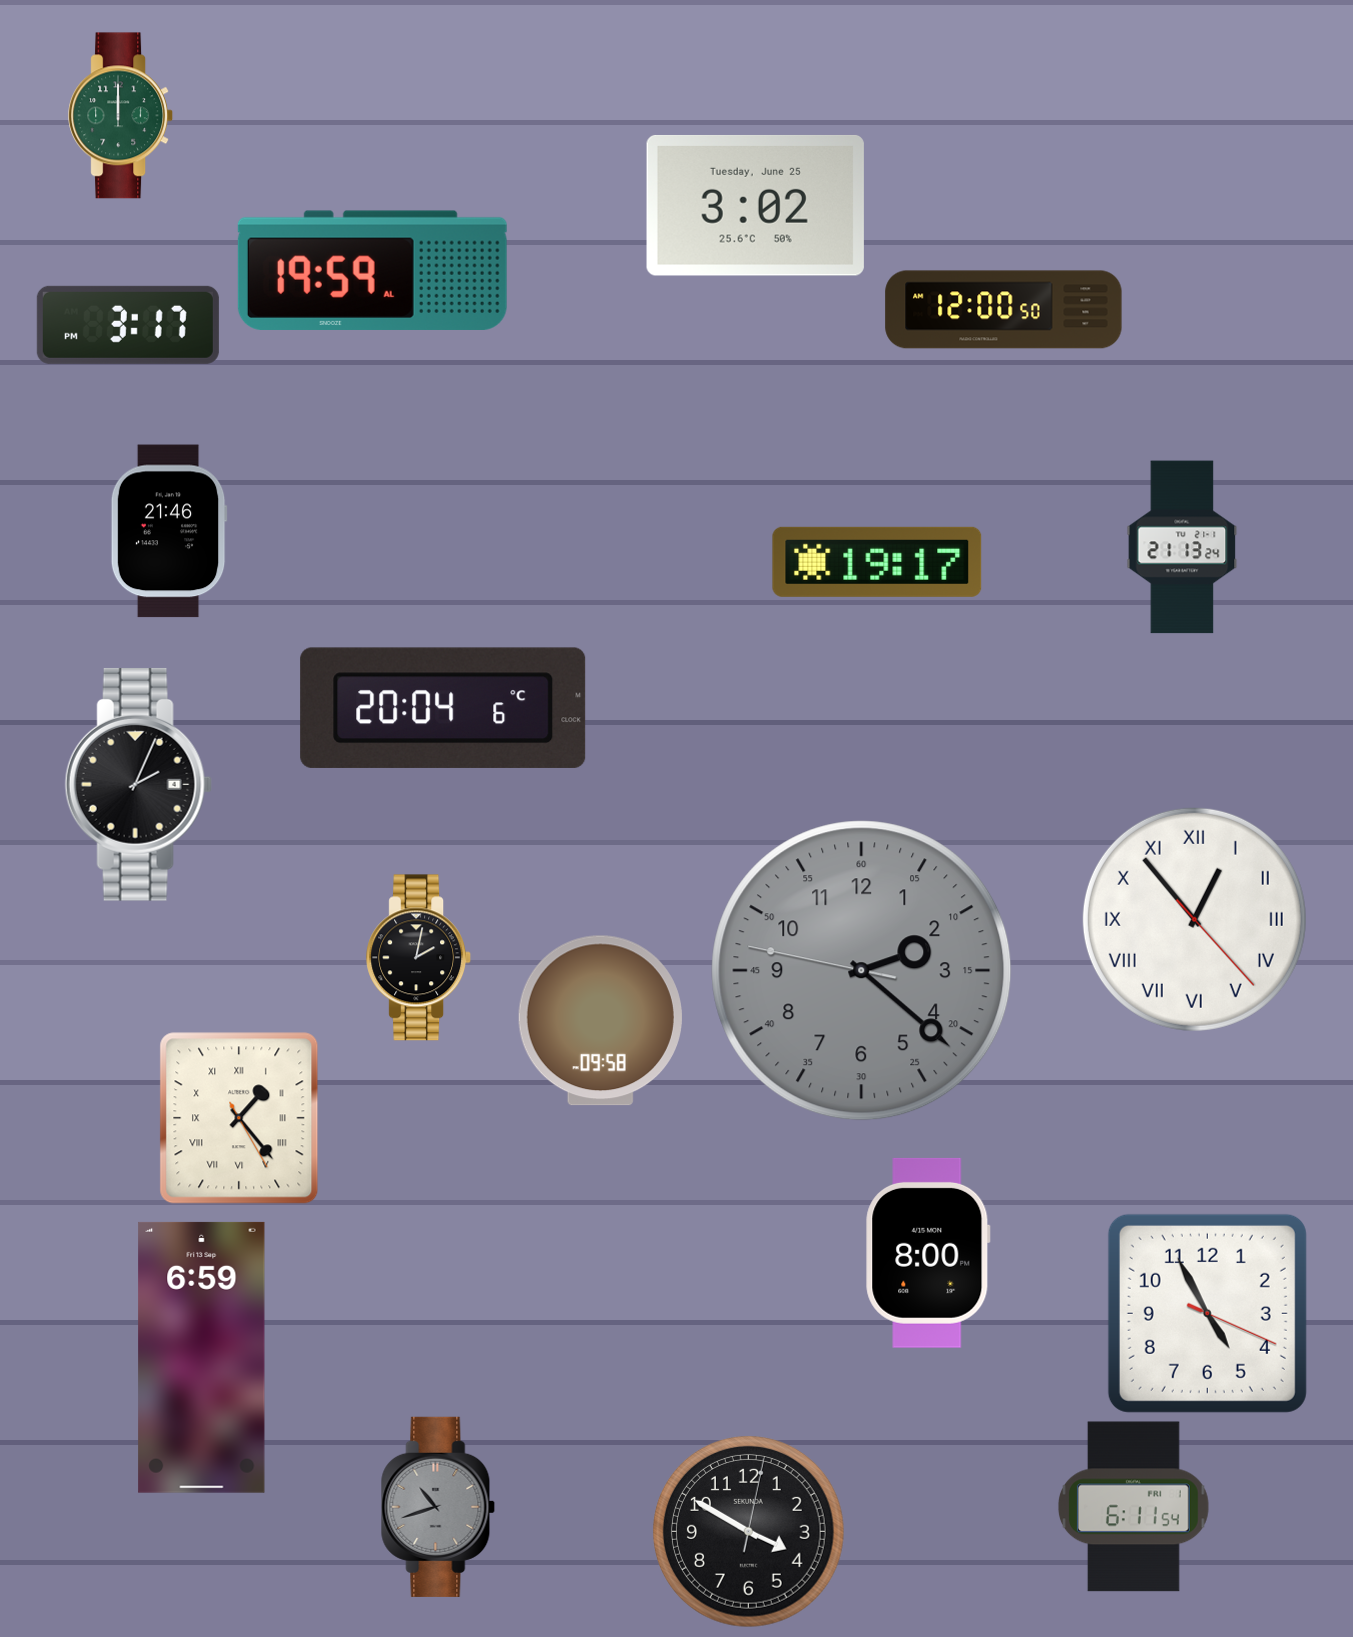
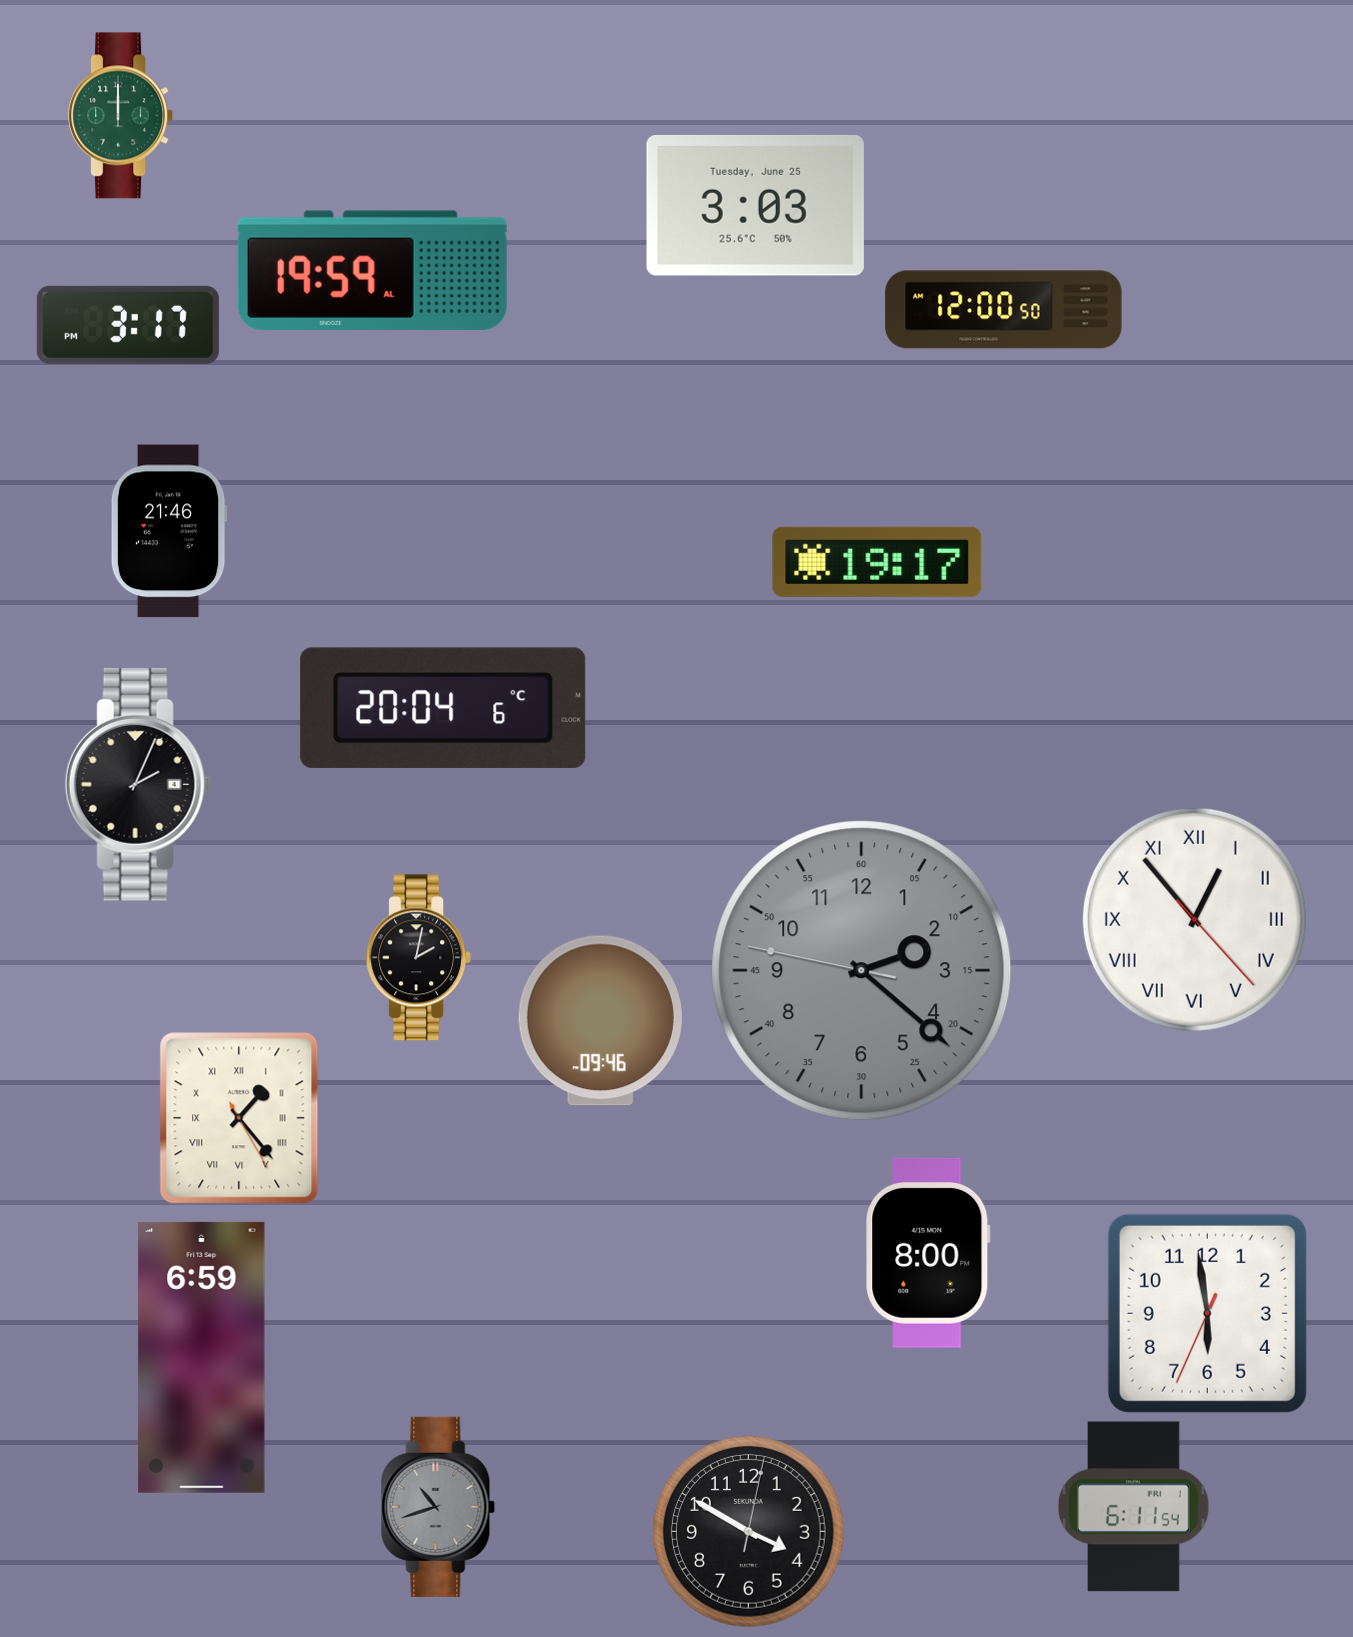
clock at (755, 205): 3:02 -> 3:03
clock at (1182, 547): 21:13 -> none
clock at (600, 1021): 09:58 -> 09:46
clock at (1207, 1313): 4:55 -> 5:58
